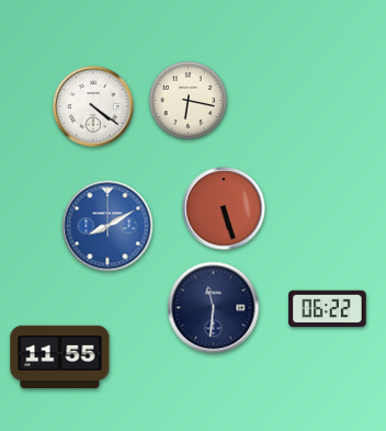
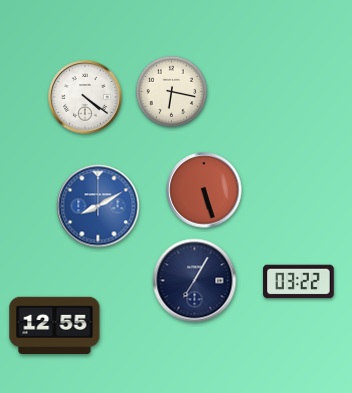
clock at (214, 308): 11:31 -> 7:05
clock at (328, 309): 06:22 -> 03:22
clock at (60, 356): 11:55 -> 12:55
